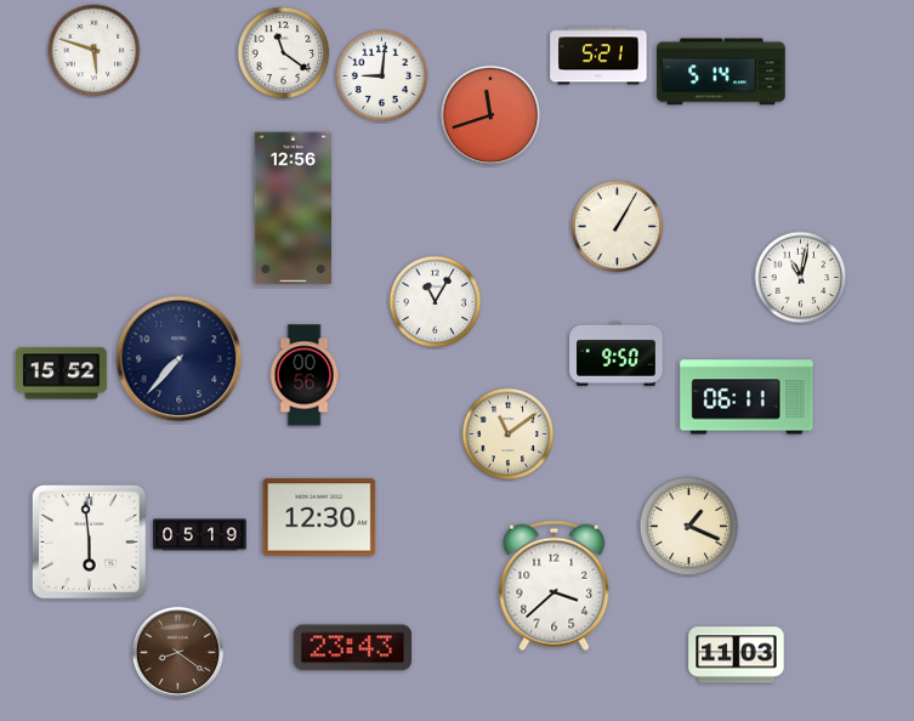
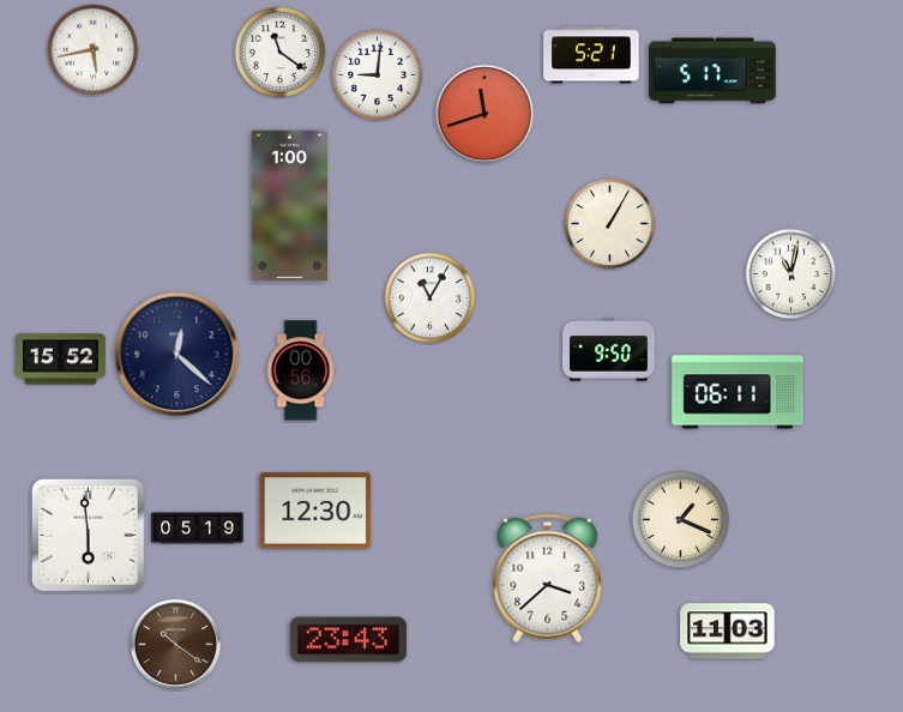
clock at (95, 51): 5:48 -> 5:43
clock at (721, 72): 5:14 -> 5:17
clock at (293, 209): 12:56 -> 1:00
clock at (180, 359): 7:37 -> 12:22
clock at (62, 374) position: (62, 374) -> (61, 360)
clock at (509, 435): 11:09 -> none
clock at (177, 652): 8:21 -> 10:21
clock at (737, 655) position: (737, 655) -> (728, 632)
